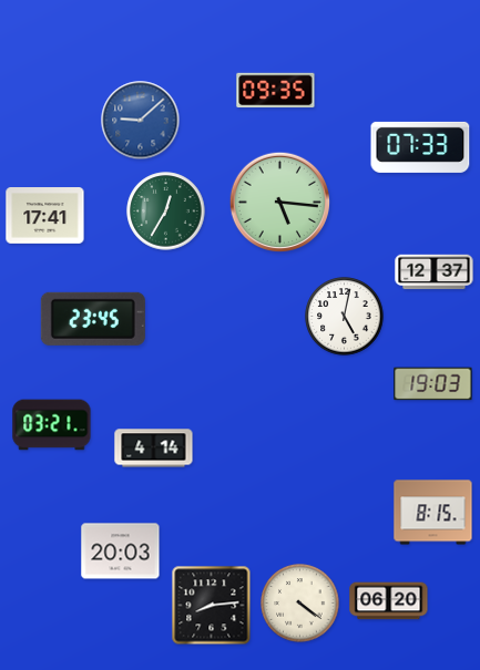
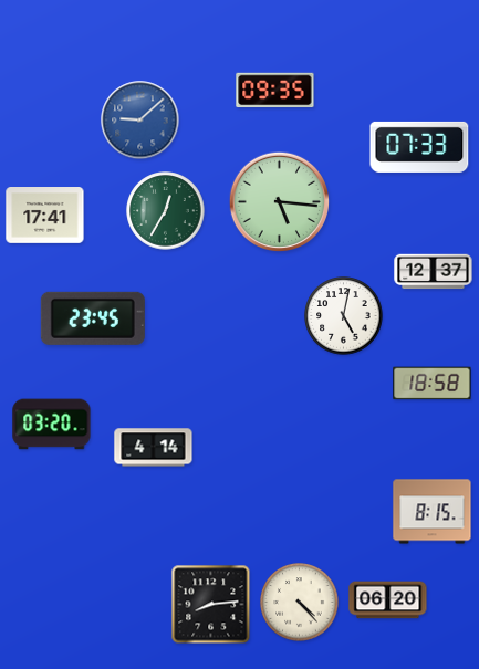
clock at (433, 384): 19:03 -> 18:58
clock at (52, 425): 03:21 -> 03:20
clock at (121, 552): 20:03 -> none
clock at (300, 604): 4:21 -> 4:23
